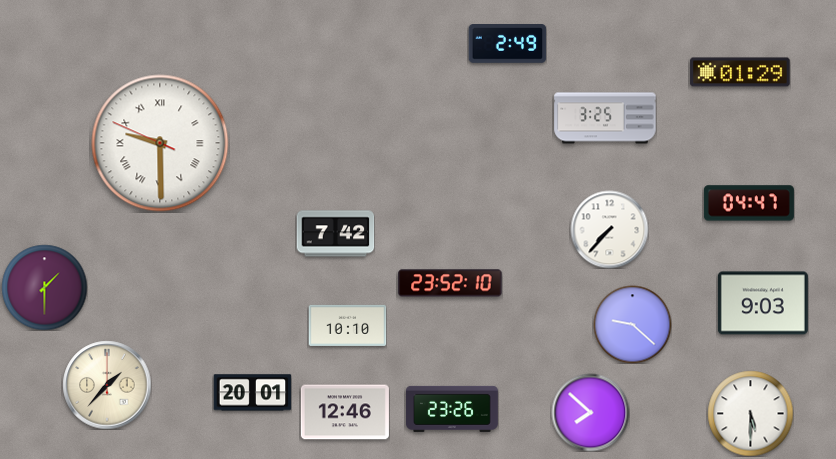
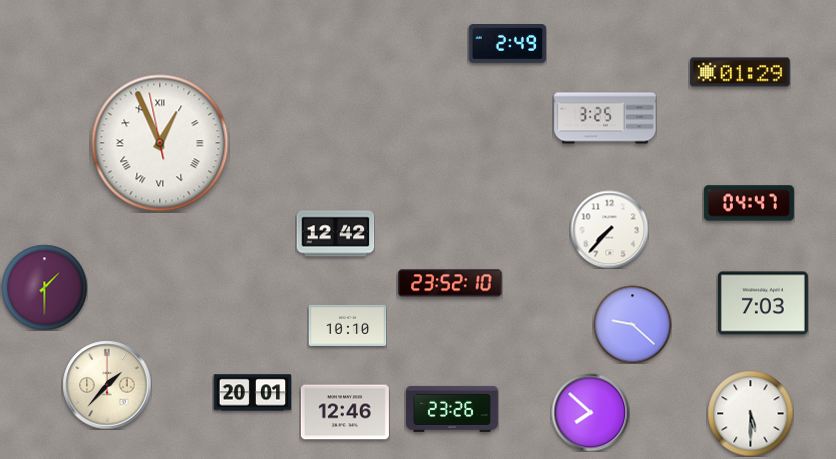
clock at (160, 143): 9:29 -> 12:55
clock at (335, 234): 7:42 -> 12:42
clock at (763, 303): 9:03 -> 7:03
